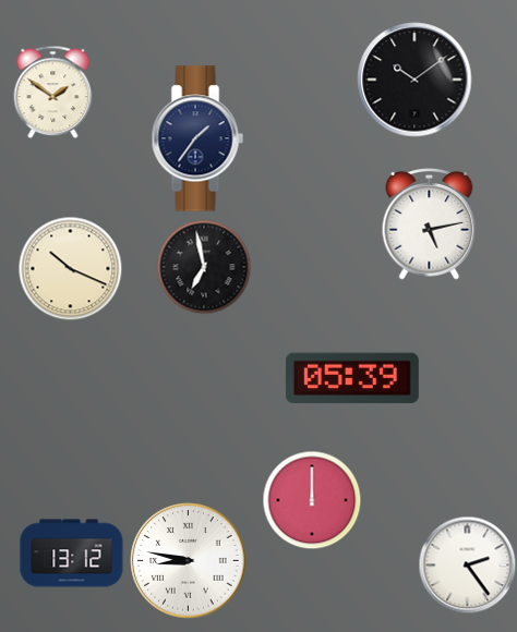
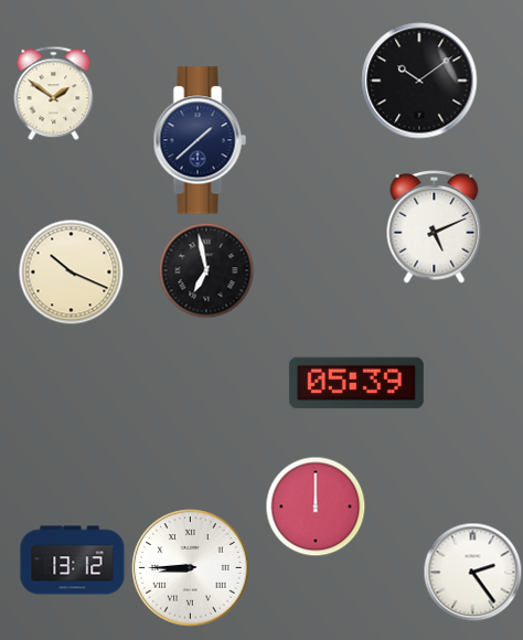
clock at (197, 138): 1:36 -> 1:38
clock at (430, 224): 5:13 -> 5:11
clock at (189, 561): 8:47 -> 8:45
